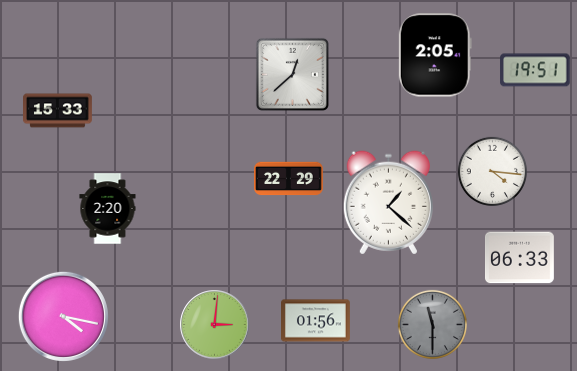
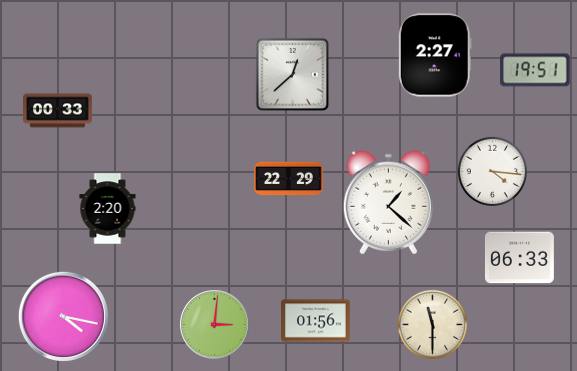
clock at (435, 55): 2:05 -> 2:27
clock at (58, 111): 15:33 -> 00:33
clock at (432, 324) dial: grey -> cream
